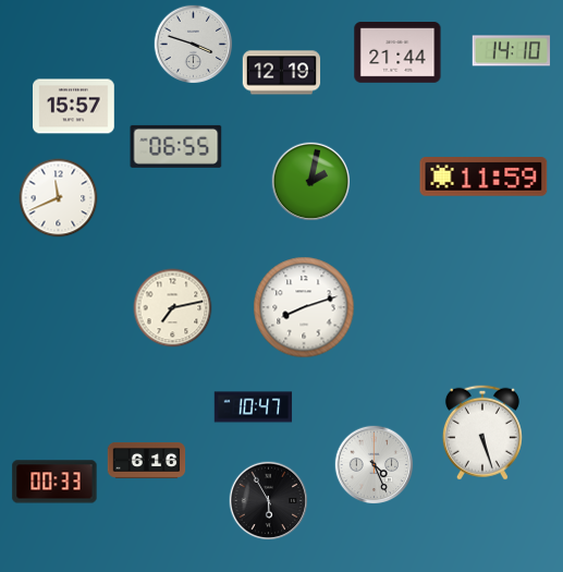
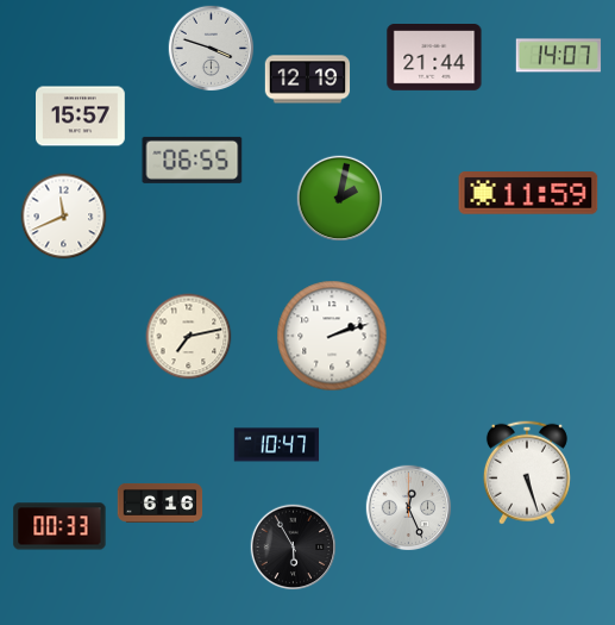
clock at (512, 51): 14:10 -> 14:07
clock at (304, 307): 8:12 -> 2:12
clock at (375, 465): 4:26 -> 12:26
